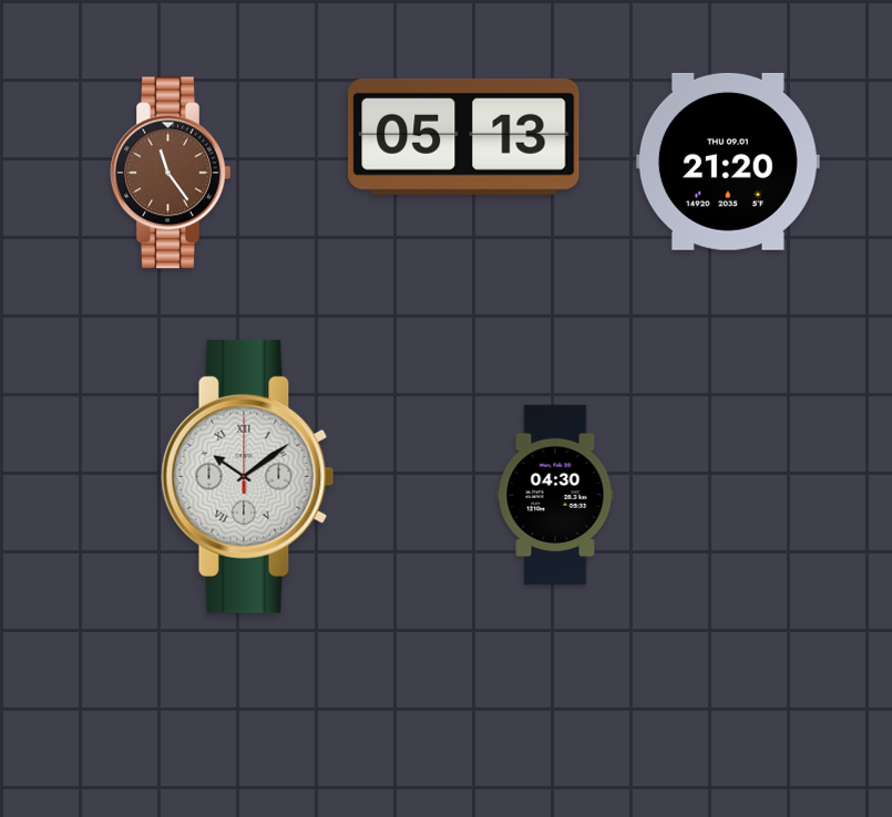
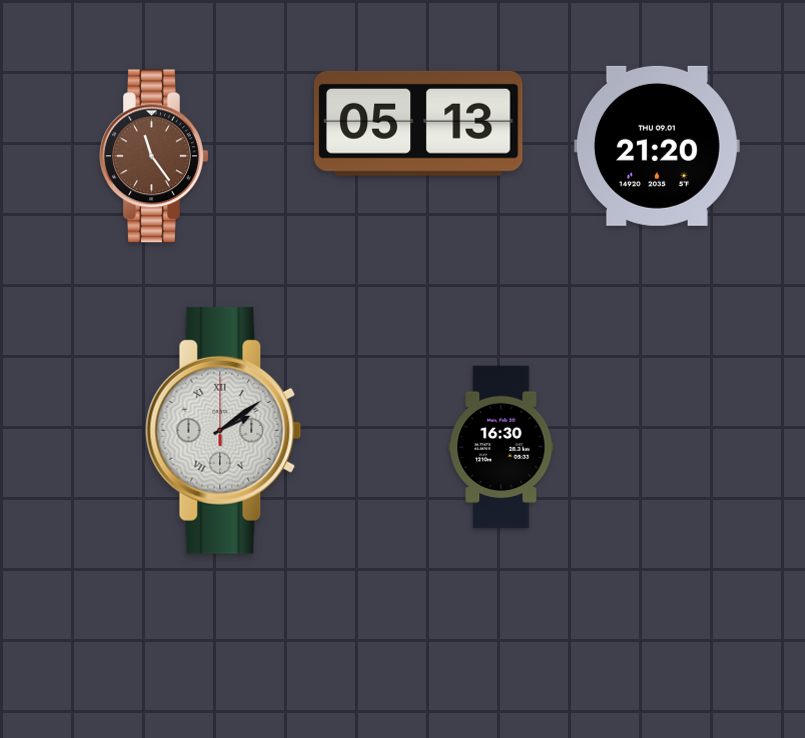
clock at (248, 476): 10:09 -> 2:09
clock at (555, 495): 04:30 -> 16:30
